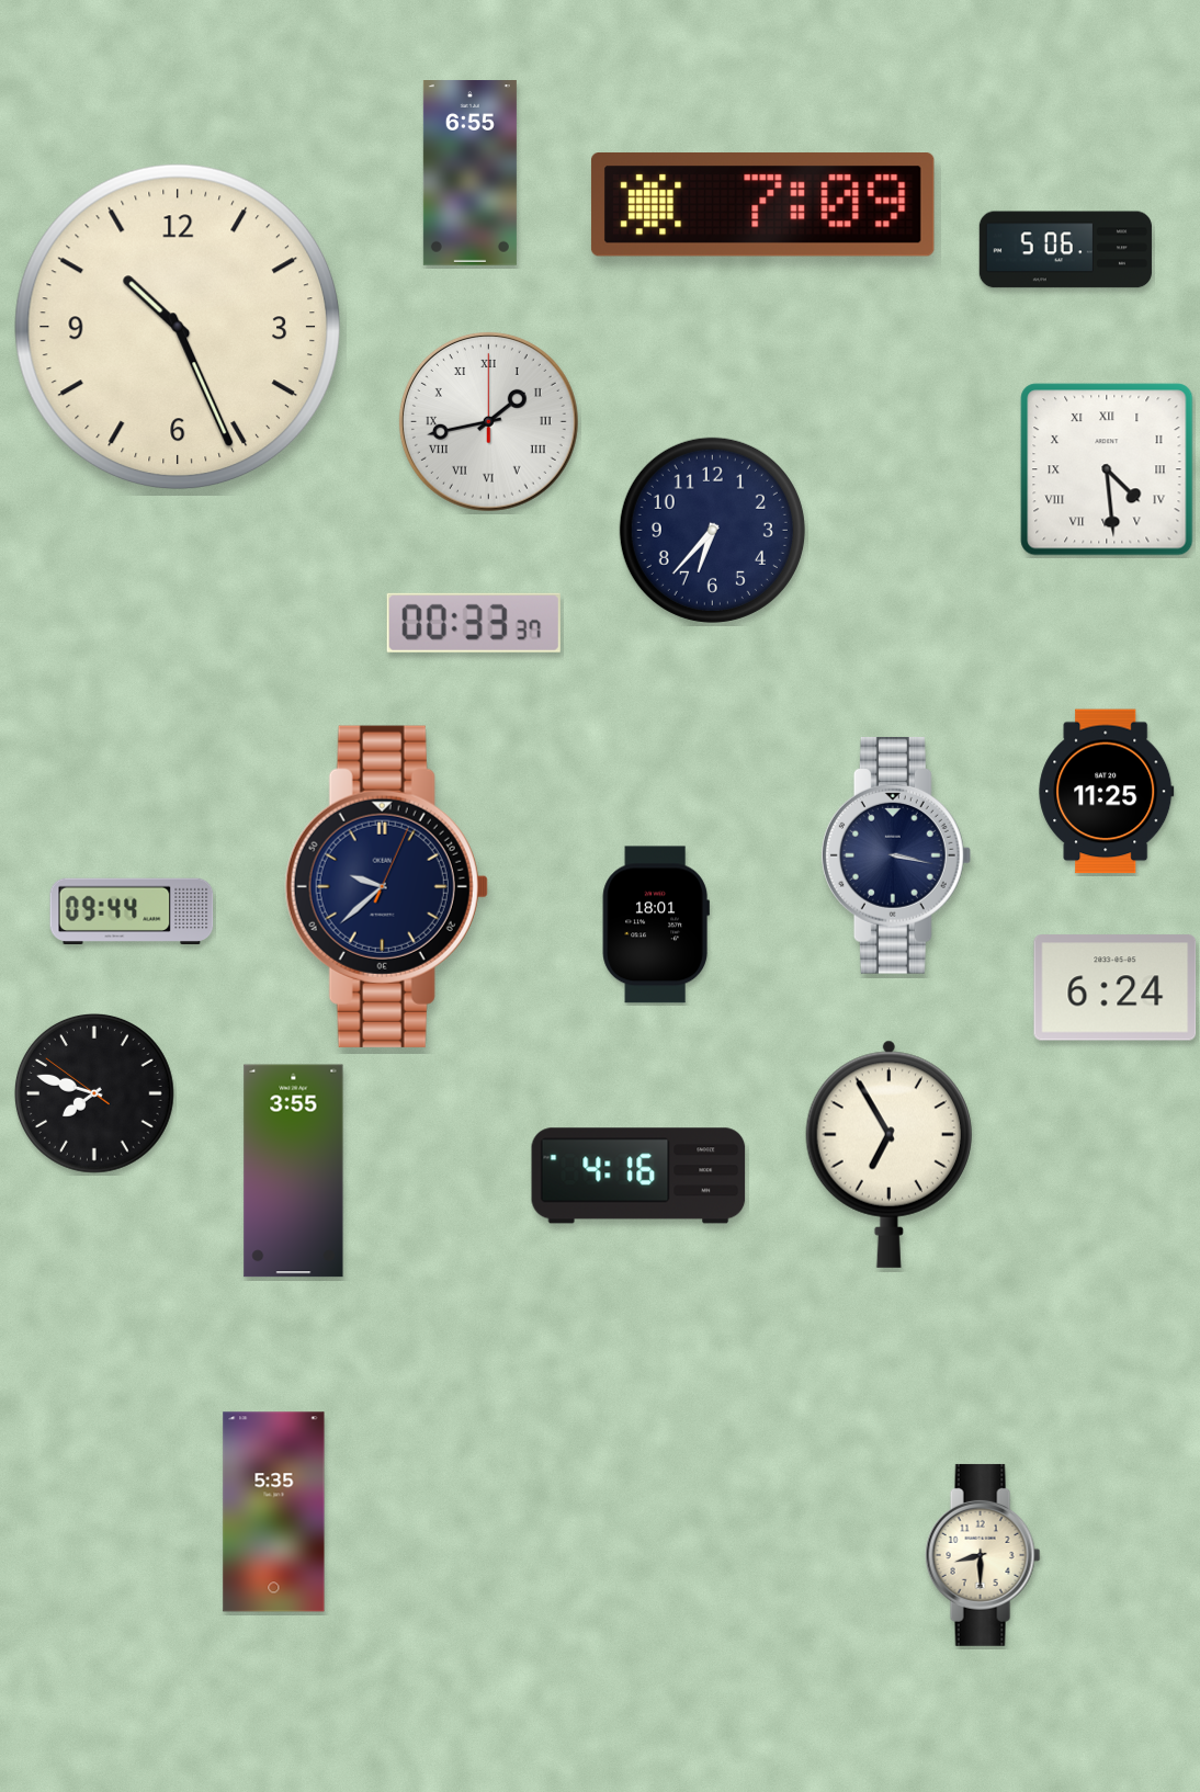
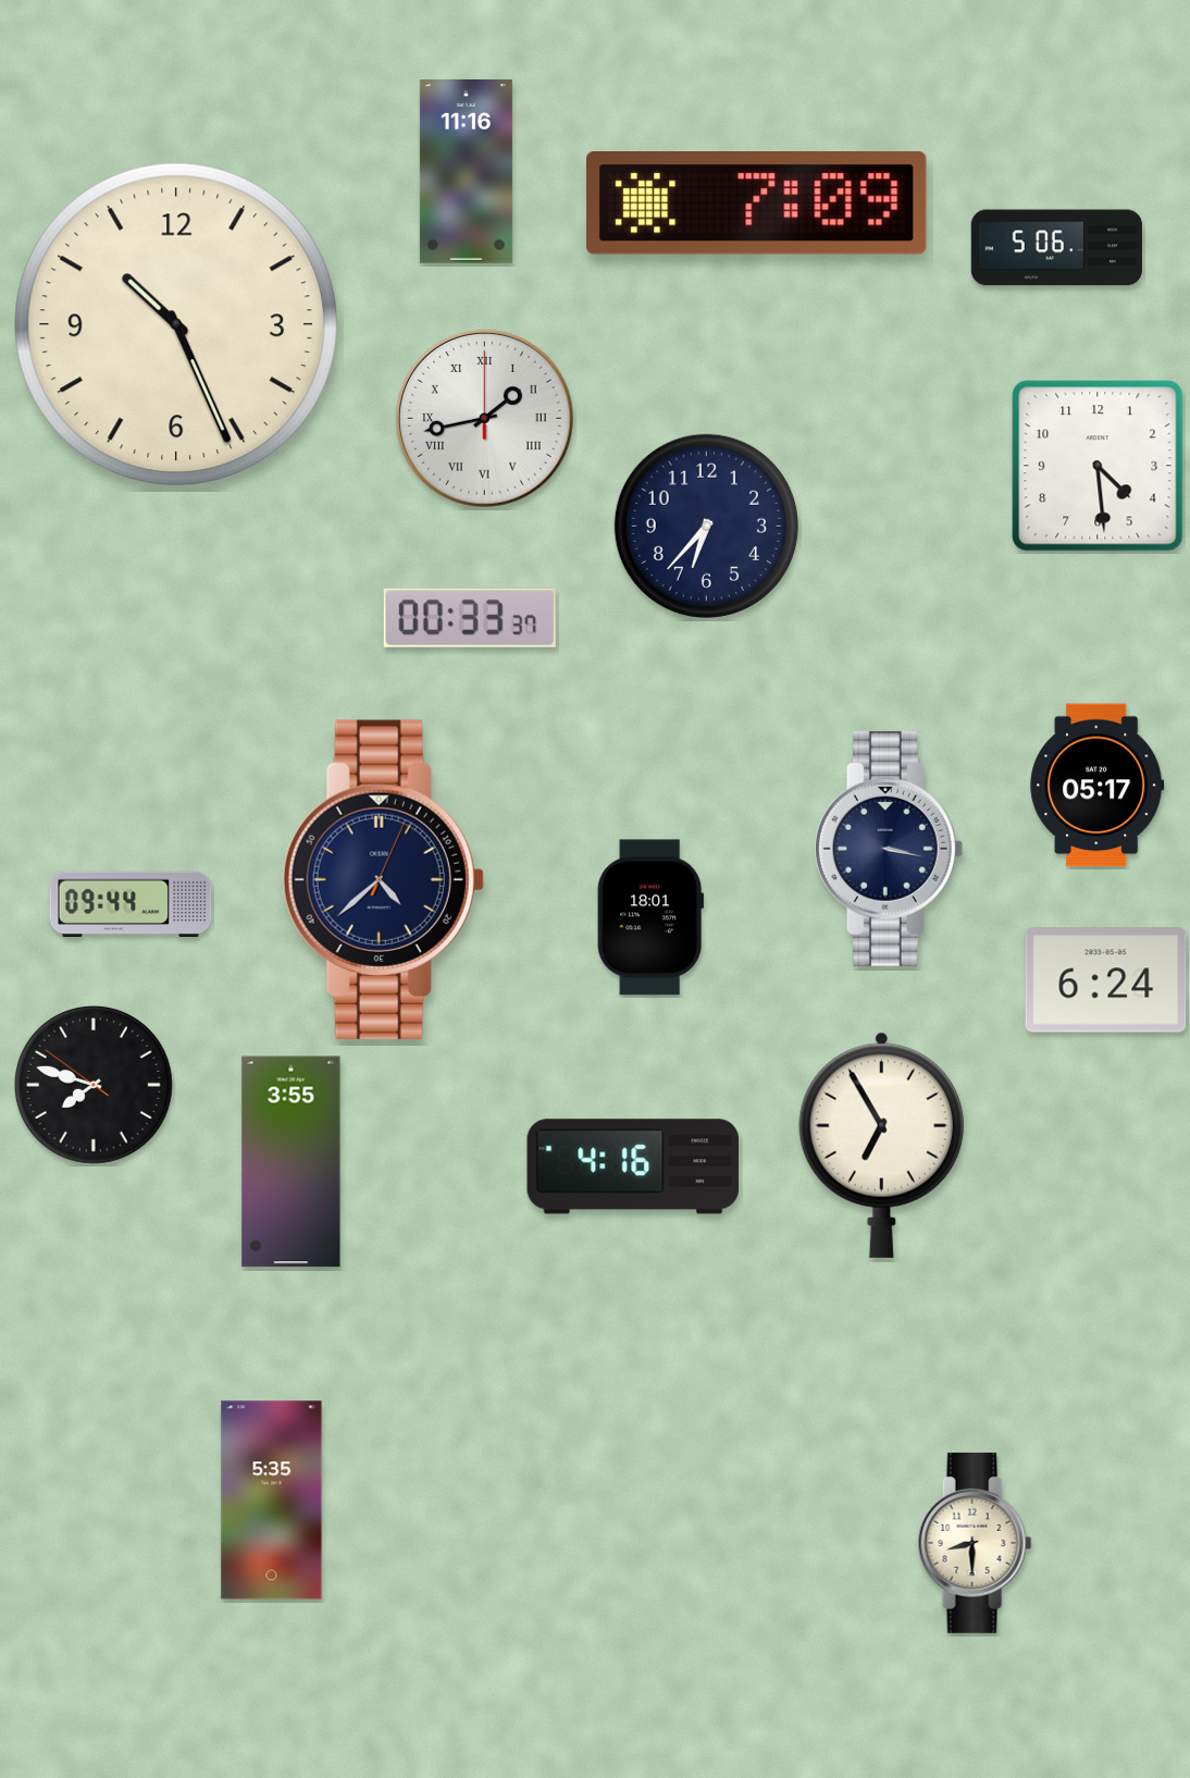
clock at (469, 173): 6:55 -> 11:16
clock at (1107, 469) numerals: Roman -> Arabic
clock at (1107, 792): 11:25 -> 05:17
clock at (386, 886): 9:38 -> 4:38
